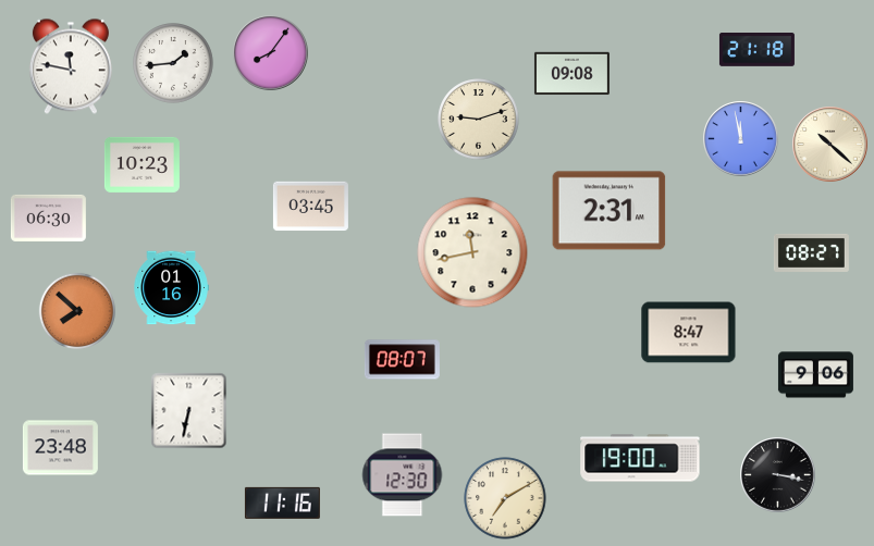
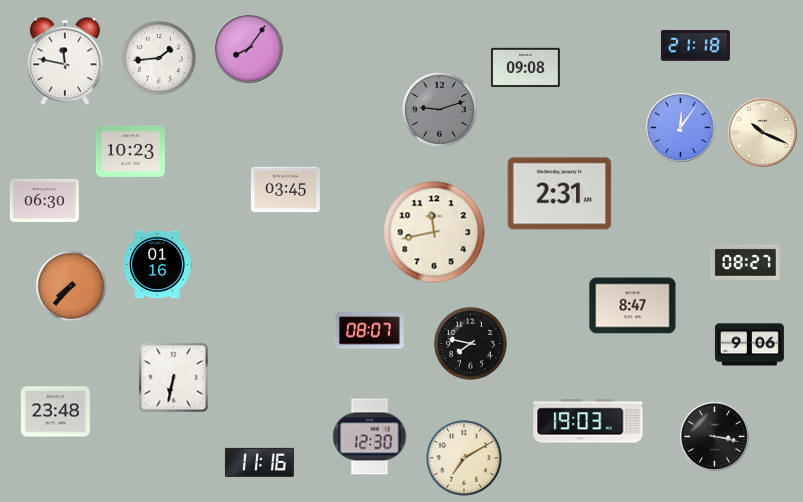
clock at (479, 120) dial: cream -> grey
clock at (741, 139): 11:58 -> 12:06
clock at (830, 145): 10:22 -> 10:19
clock at (811, 252) position: (811, 252) -> (745, 262)
clock at (76, 310): 7:52 -> 7:37
clock at (470, 343): none -> 7:47
clock at (640, 458): 19:00 -> 19:03
